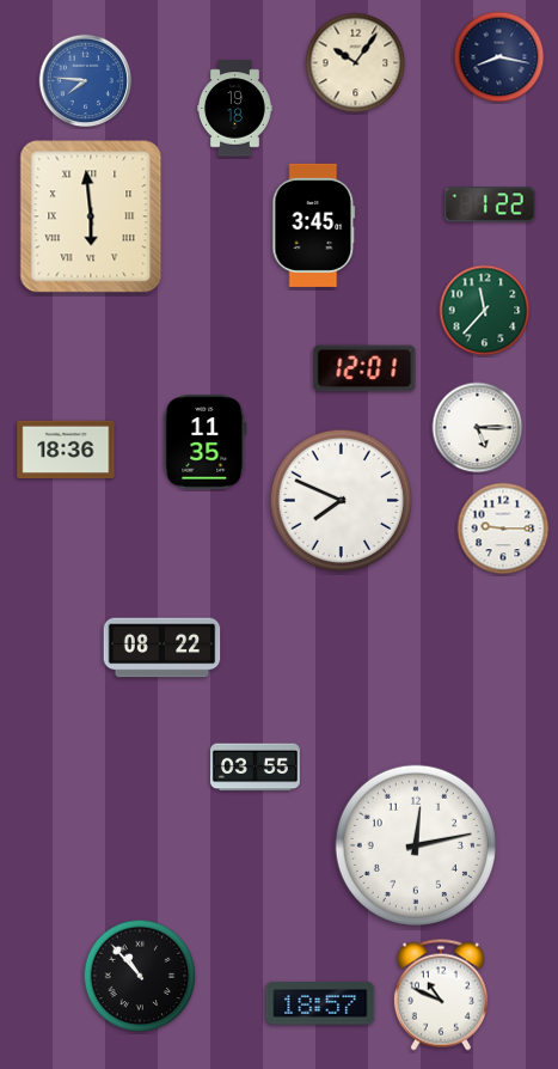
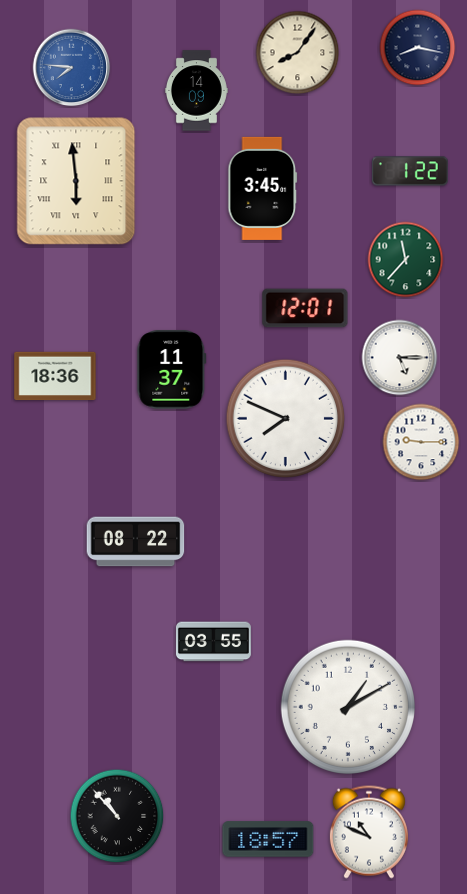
clock at (356, 63): 10:06 -> 8:06
clock at (234, 109): 19:18 -> 14:09
clock at (206, 442): 11:35 -> 11:37
clock at (416, 845): 12:13 -> 1:10
